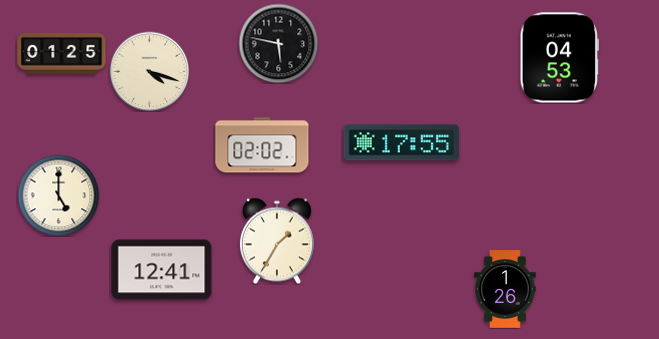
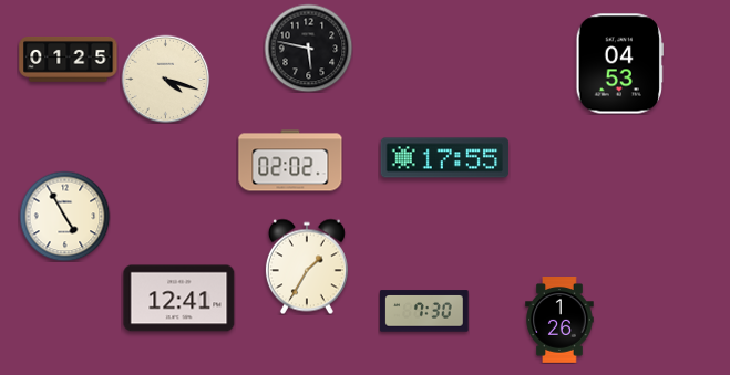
clock at (58, 195): 5:00 -> 4:55
clock at (424, 311): none -> 7:30
